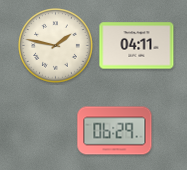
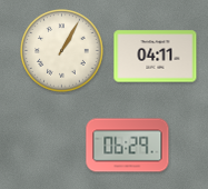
clock at (56, 46): 1:47 -> 1:05
clock at (137, 46) position: (137, 46) -> (156, 57)
